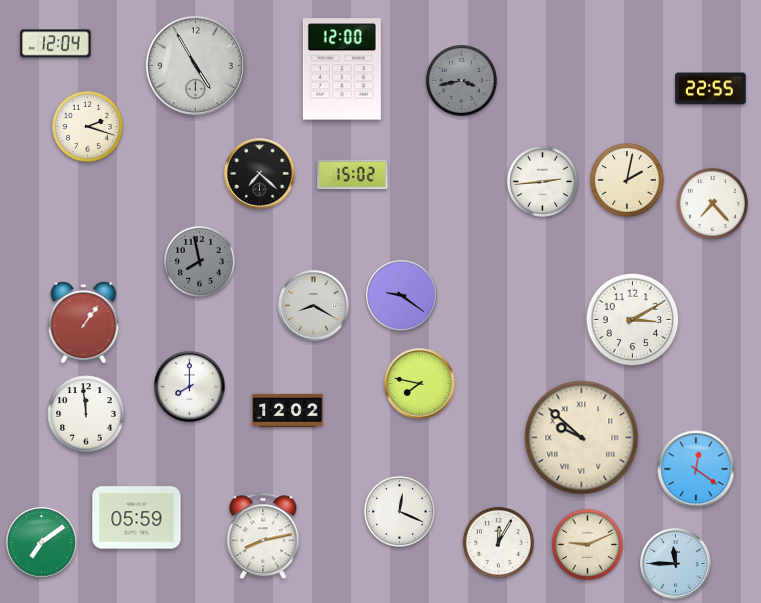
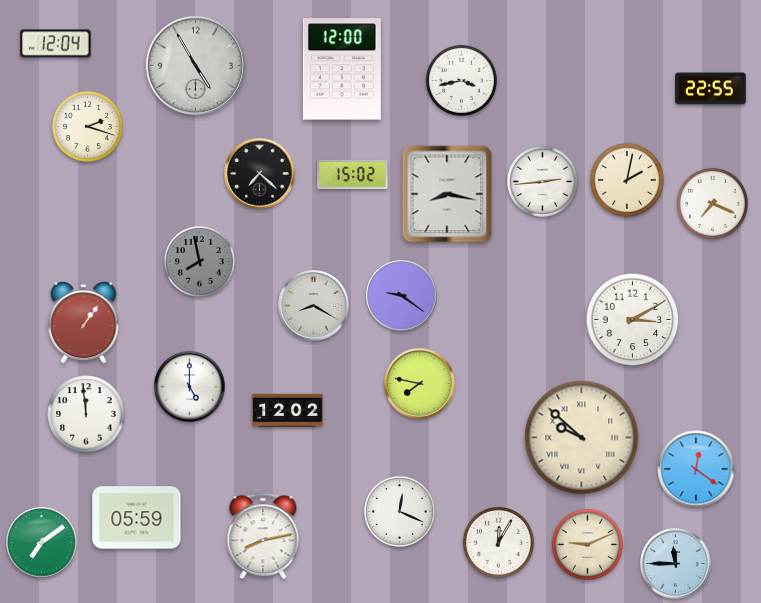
clock at (461, 80) dial: grey -> white
clock at (447, 194): none -> 8:17
clock at (712, 203): 7:23 -> 7:19
clock at (190, 387): 8:00 -> 5:00
